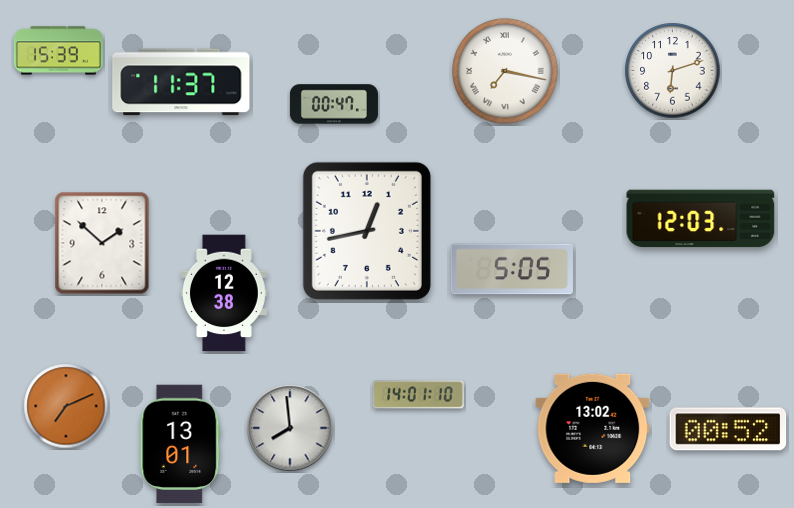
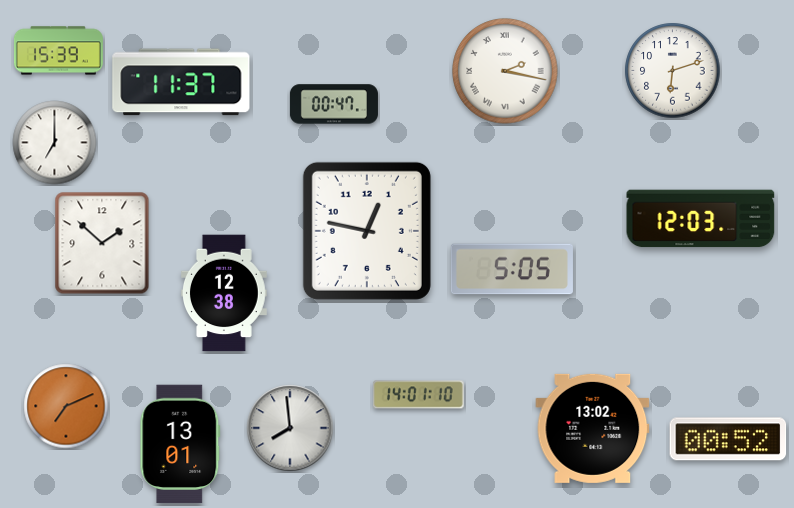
clock at (505, 71): 7:17 -> 2:17
clock at (55, 143): none -> 7:00
clock at (367, 231): 12:43 -> 12:47
clock at (728, 429) position: (728, 429) -> (728, 439)
